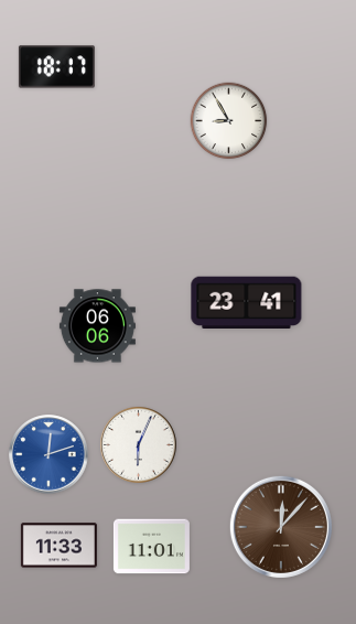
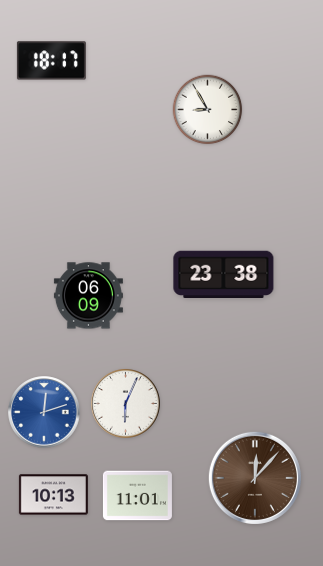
clock at (247, 303): 23:41 -> 23:38
clock at (97, 326): 06:06 -> 06:09
clock at (58, 546): 11:33 -> 10:13
